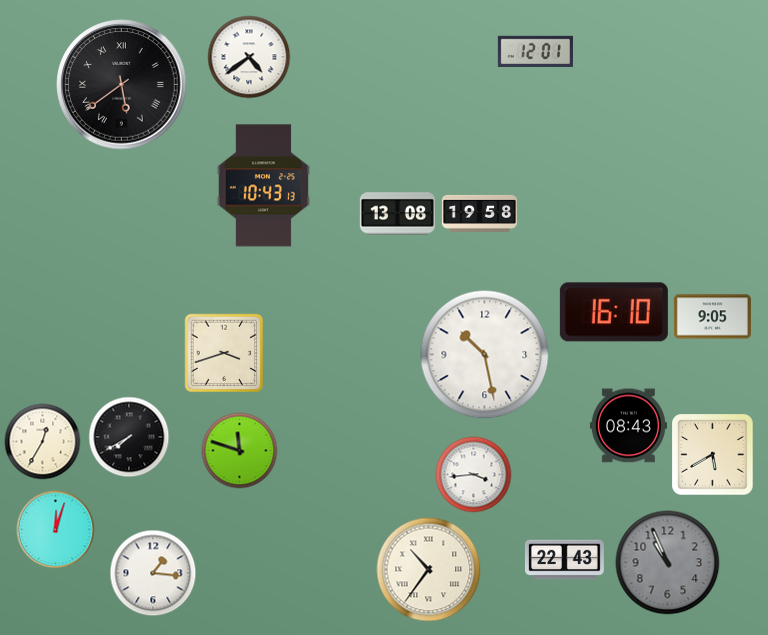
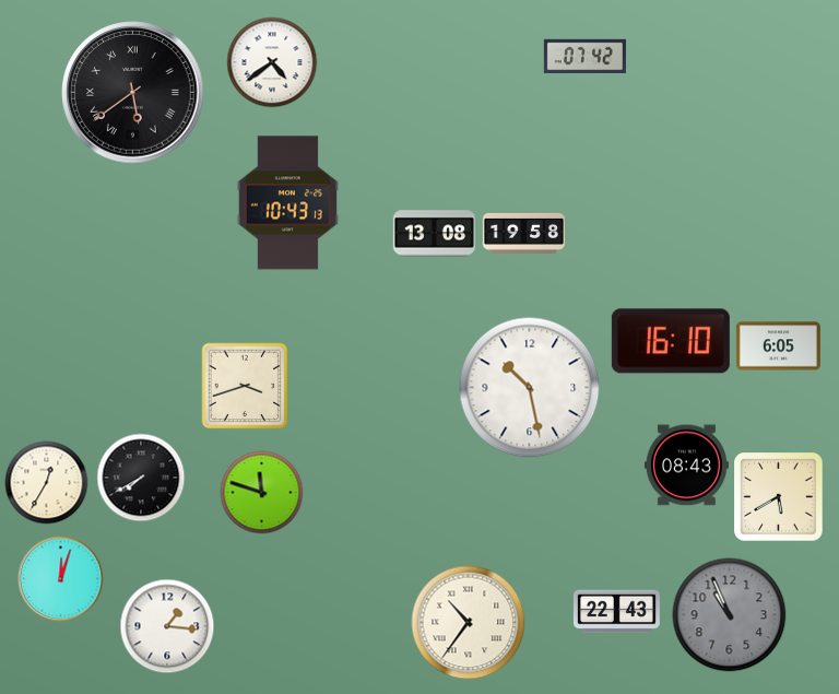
clock at (535, 51): 12:01 -> 07:42
clock at (712, 317): 9:05 -> 6:05
clock at (474, 475): 3:44 -> none
